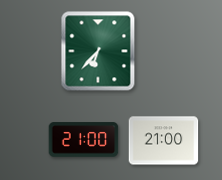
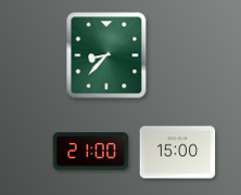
clock at (98, 51): 6:37 -> 8:37
clock at (164, 141): 21:00 -> 15:00
